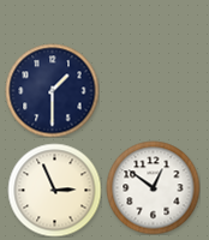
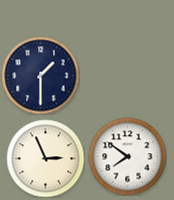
clock at (52, 90) position: (52, 90) -> (40, 75)
clock at (153, 187): 12:51 -> 7:51
